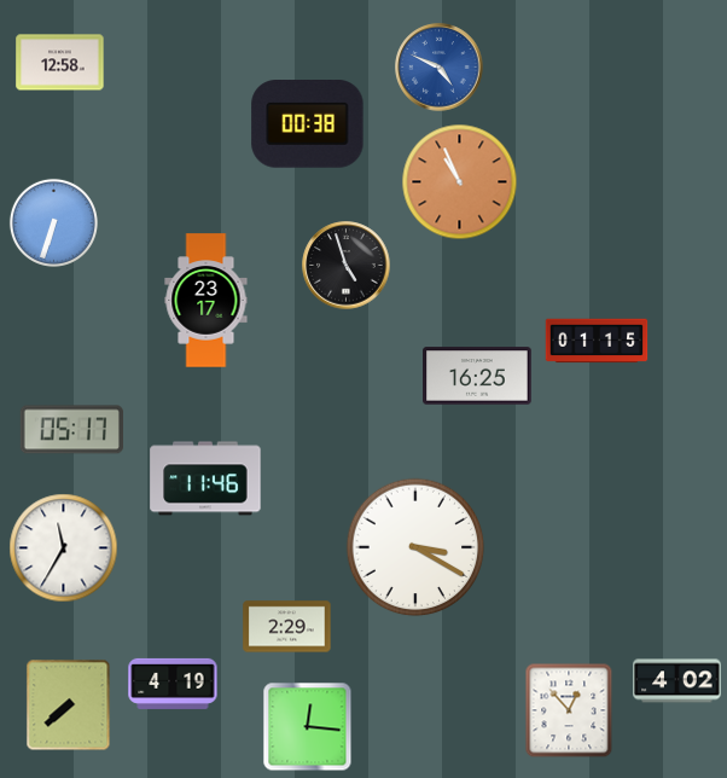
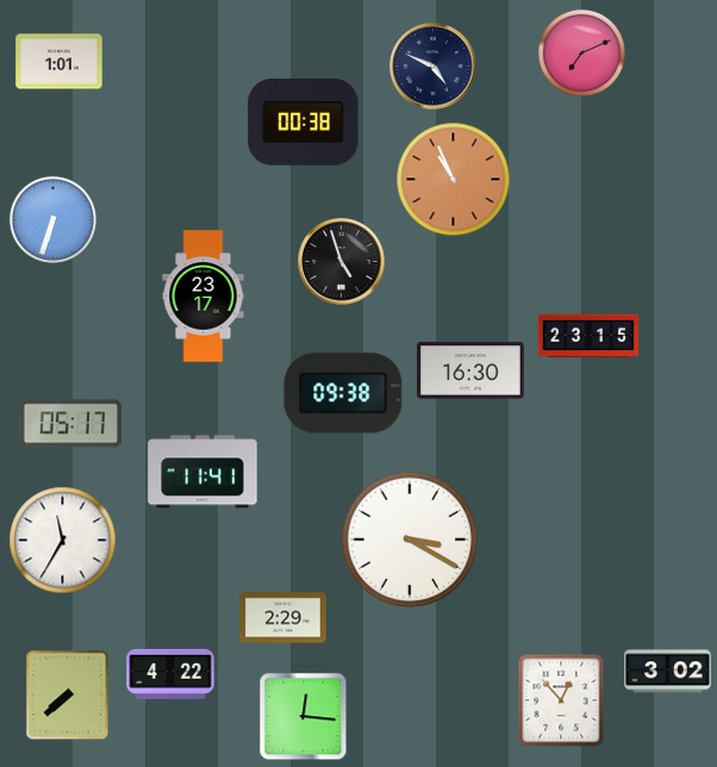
clock at (581, 52): none -> 7:11
clock at (60, 63): 12:58 -> 1:01
clock at (440, 68) dial: blue -> navy
clock at (597, 341): 01:15 -> 23:15
clock at (477, 376): 16:25 -> 16:30
clock at (343, 393): none -> 09:38
clock at (205, 478): 11:46 -> 11:41
clock at (677, 681): 4:02 -> 3:02
clock at (173, 684): 4:19 -> 4:22
